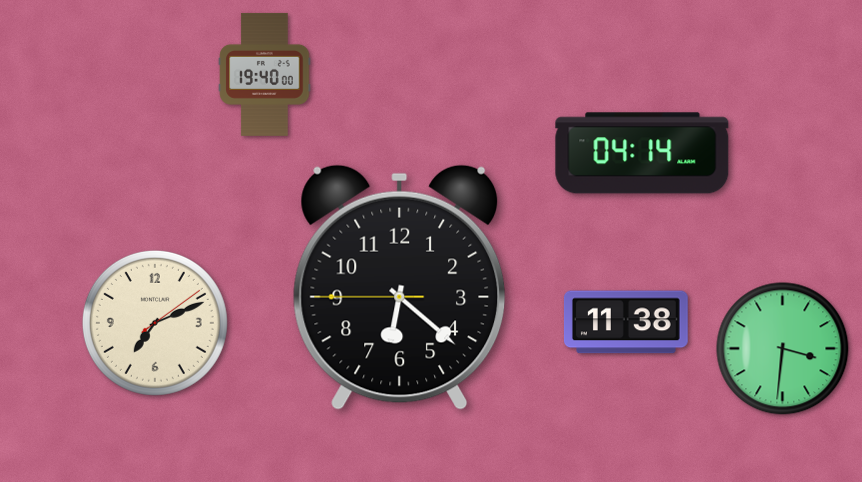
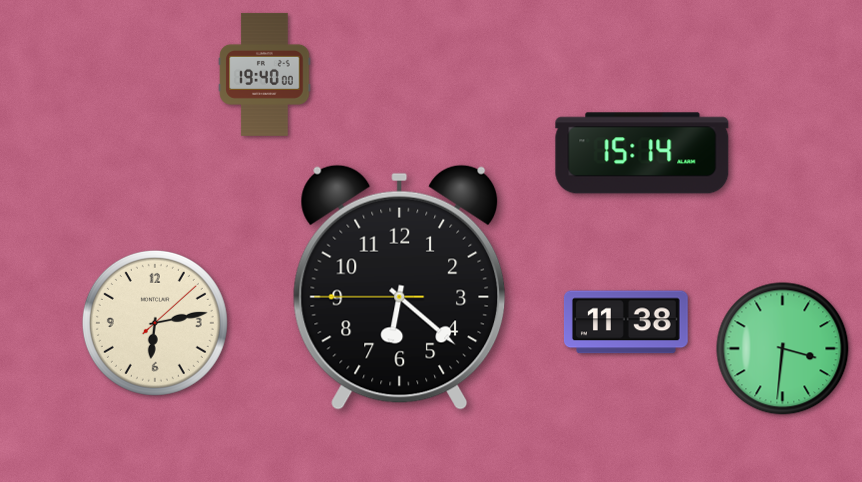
clock at (642, 153): 04:14 -> 15:14
clock at (155, 323): 7:11 -> 6:13
